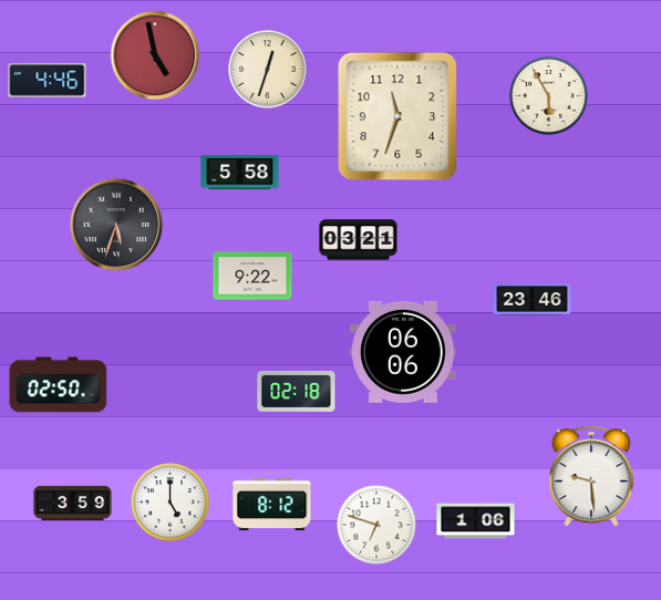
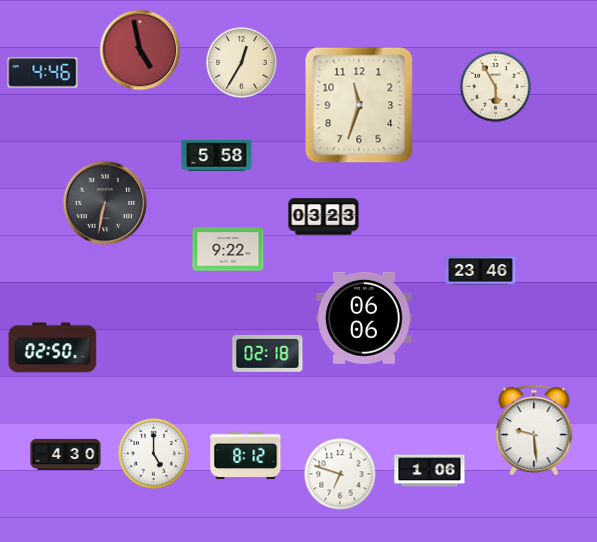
clock at (268, 70): 12:33 -> 12:35
clock at (116, 225): 5:33 -> 6:32
clock at (359, 240): 03:21 -> 03:23
clock at (73, 503): 3:59 -> 4:30
